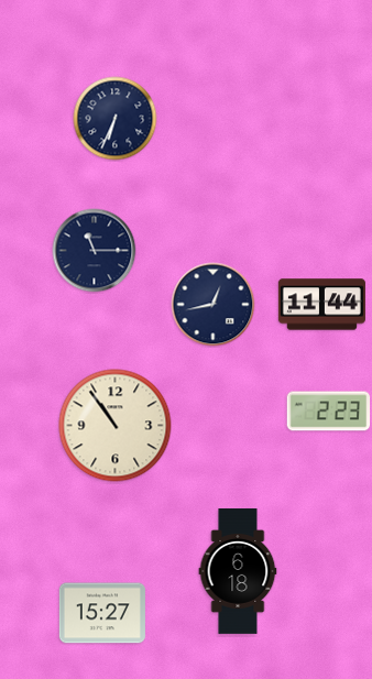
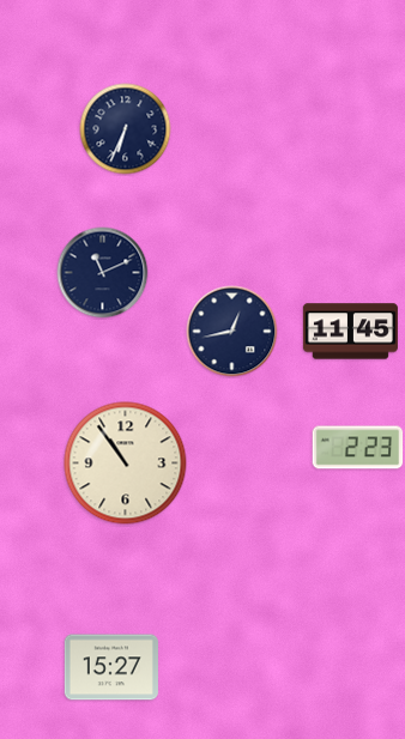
clock at (95, 251): 11:15 -> 11:11
clock at (321, 305): 11:44 -> 11:45
clock at (238, 572): 6:18 -> none
